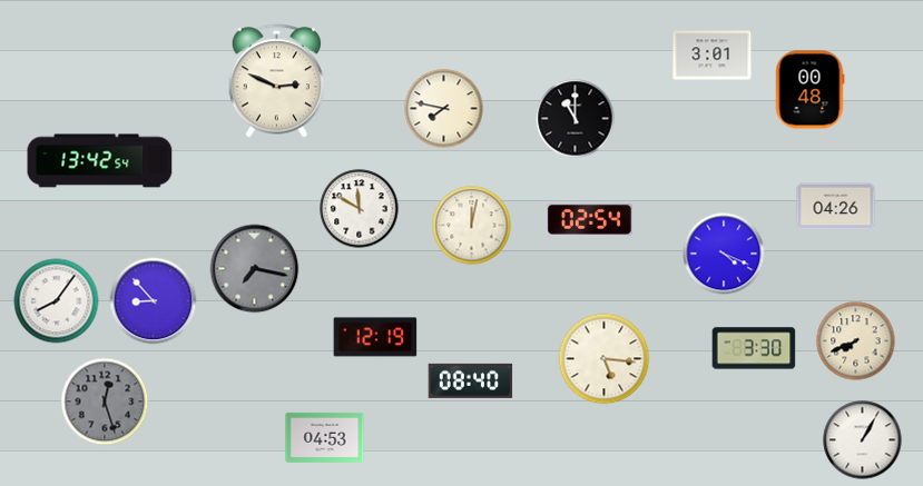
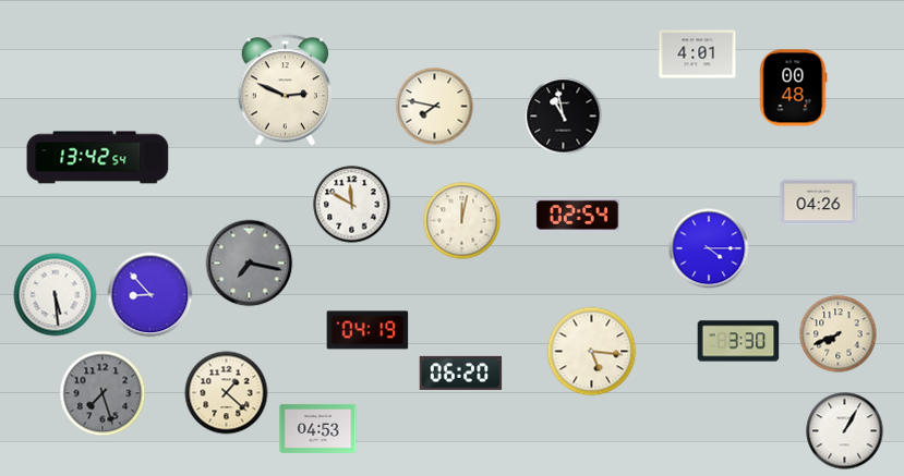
clock at (713, 56): 3:01 -> 4:01
clock at (277, 81) position: (277, 81) -> (286, 90)
clock at (576, 119): 11:00 -> 10:58
clock at (724, 254): 4:19 -> 4:15
clock at (57, 301): 8:06 -> 5:29
clock at (375, 337): 12:19 -> 04:19
clock at (471, 380): 08:40 -> 06:20
clock at (105, 401): 12:27 -> 7:27
clock at (227, 393): none -> 1:22
